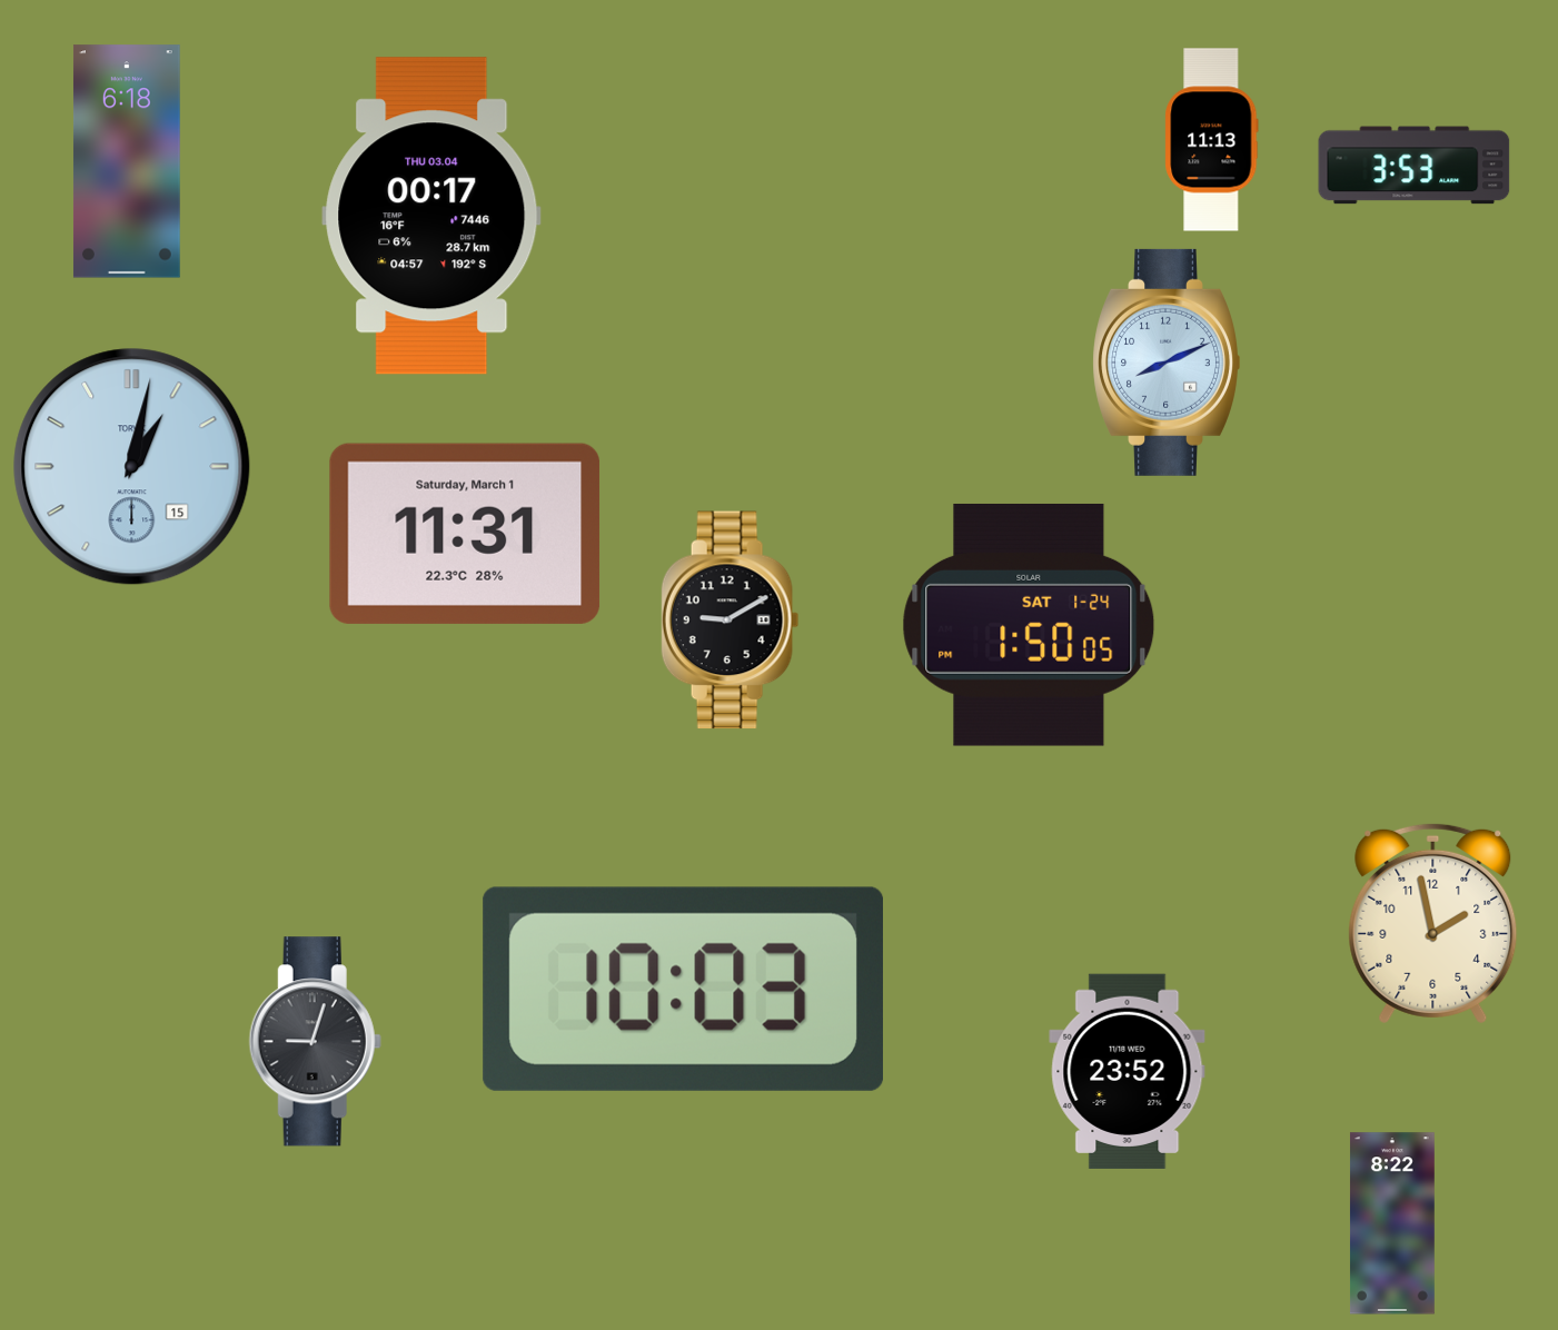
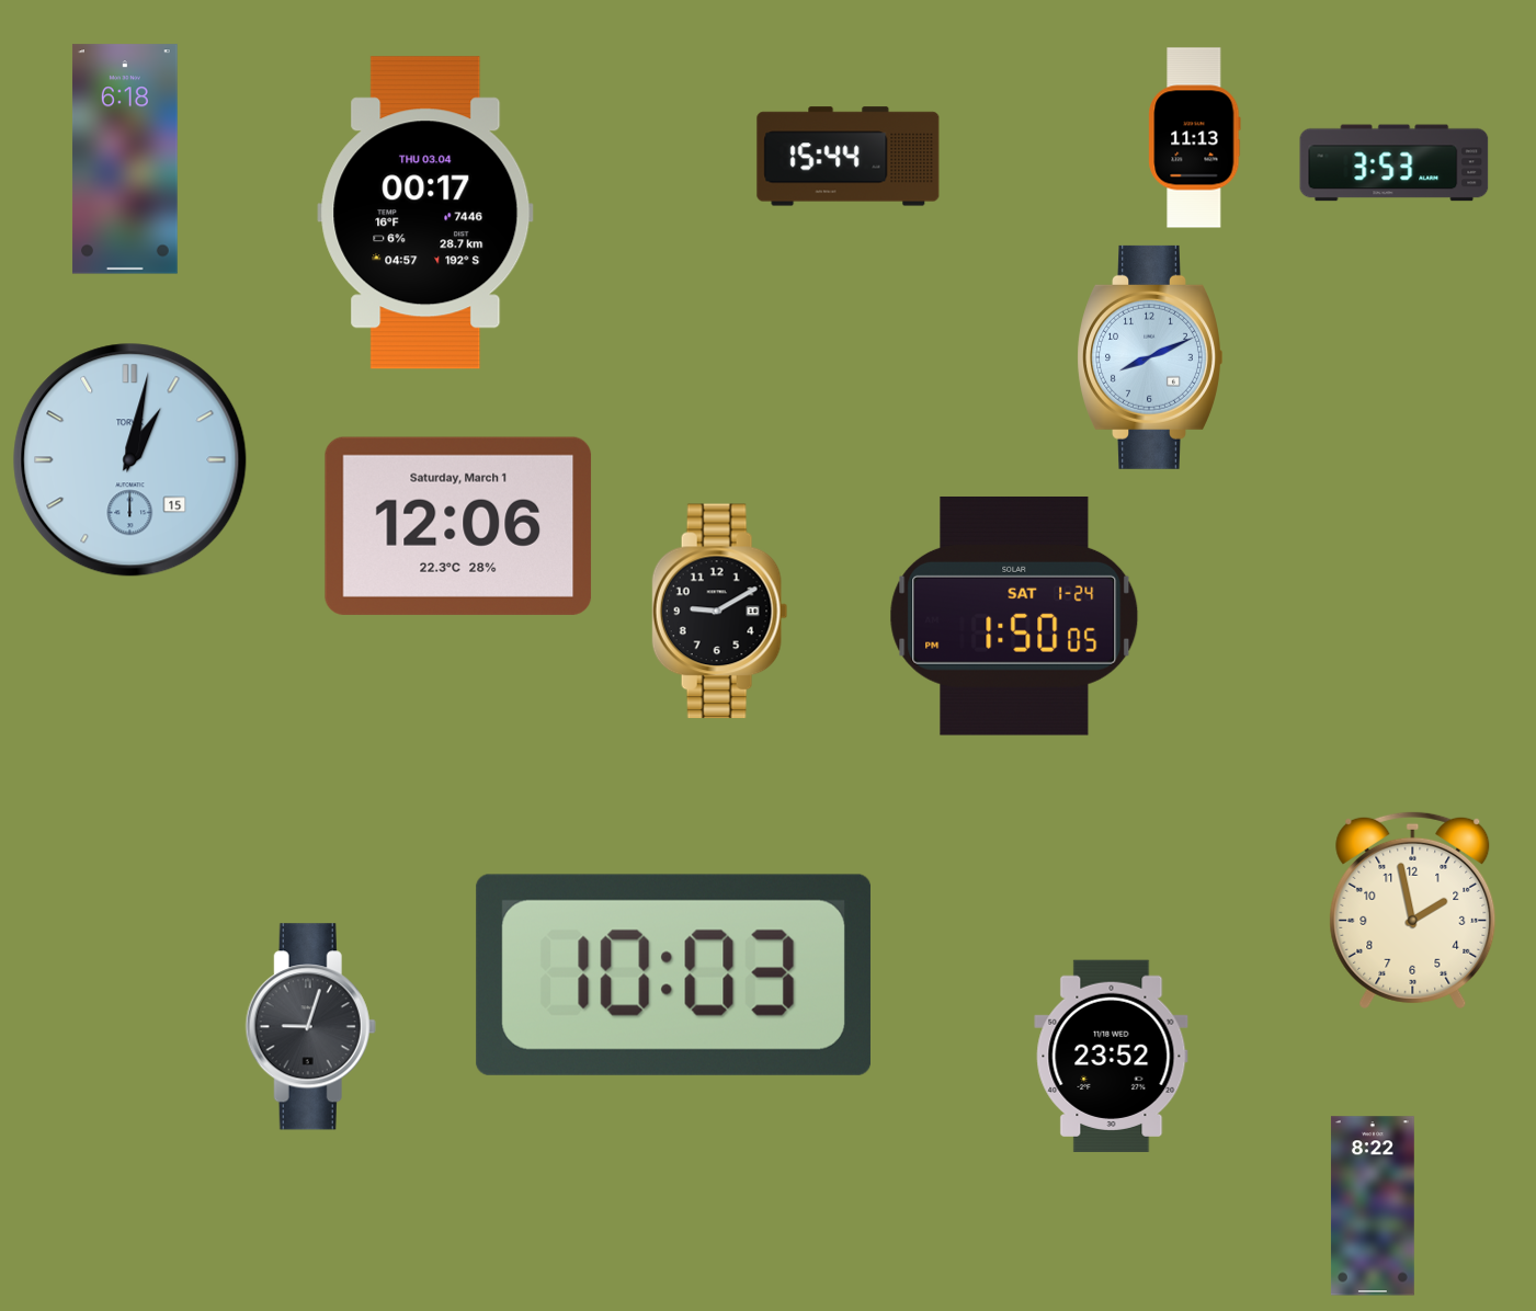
clock at (849, 157): none -> 15:44
clock at (465, 534): 11:31 -> 12:06
